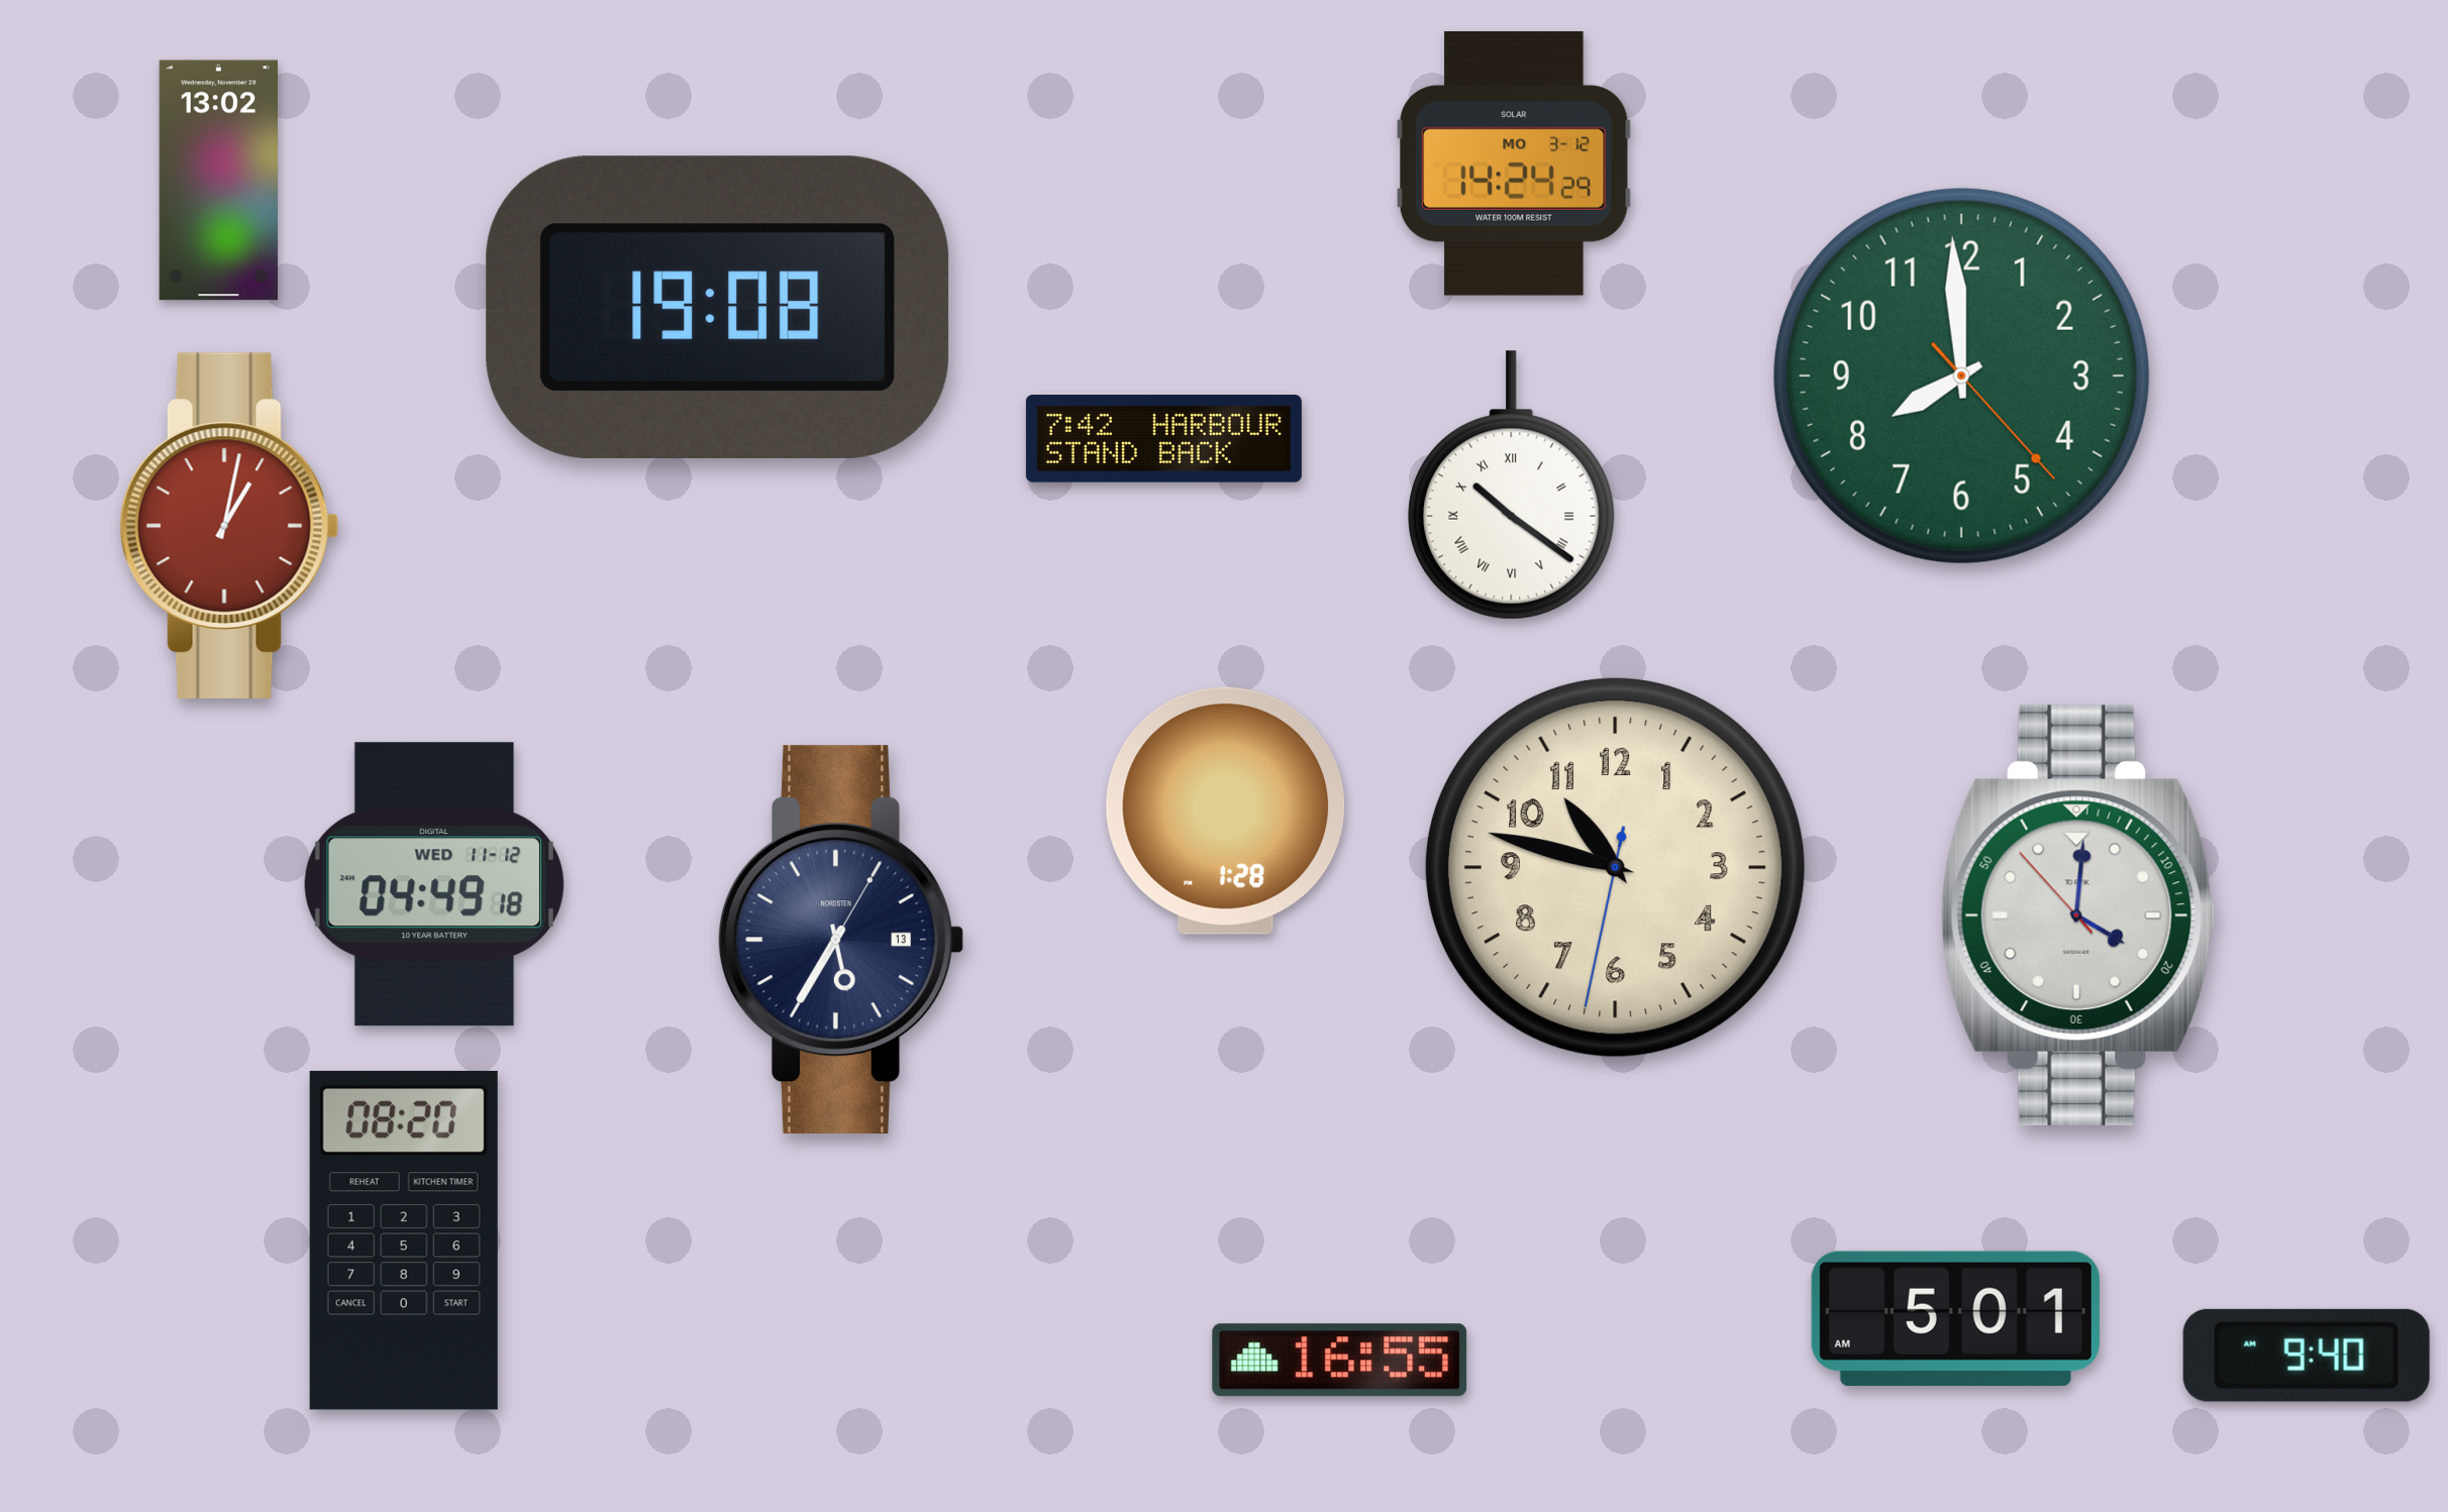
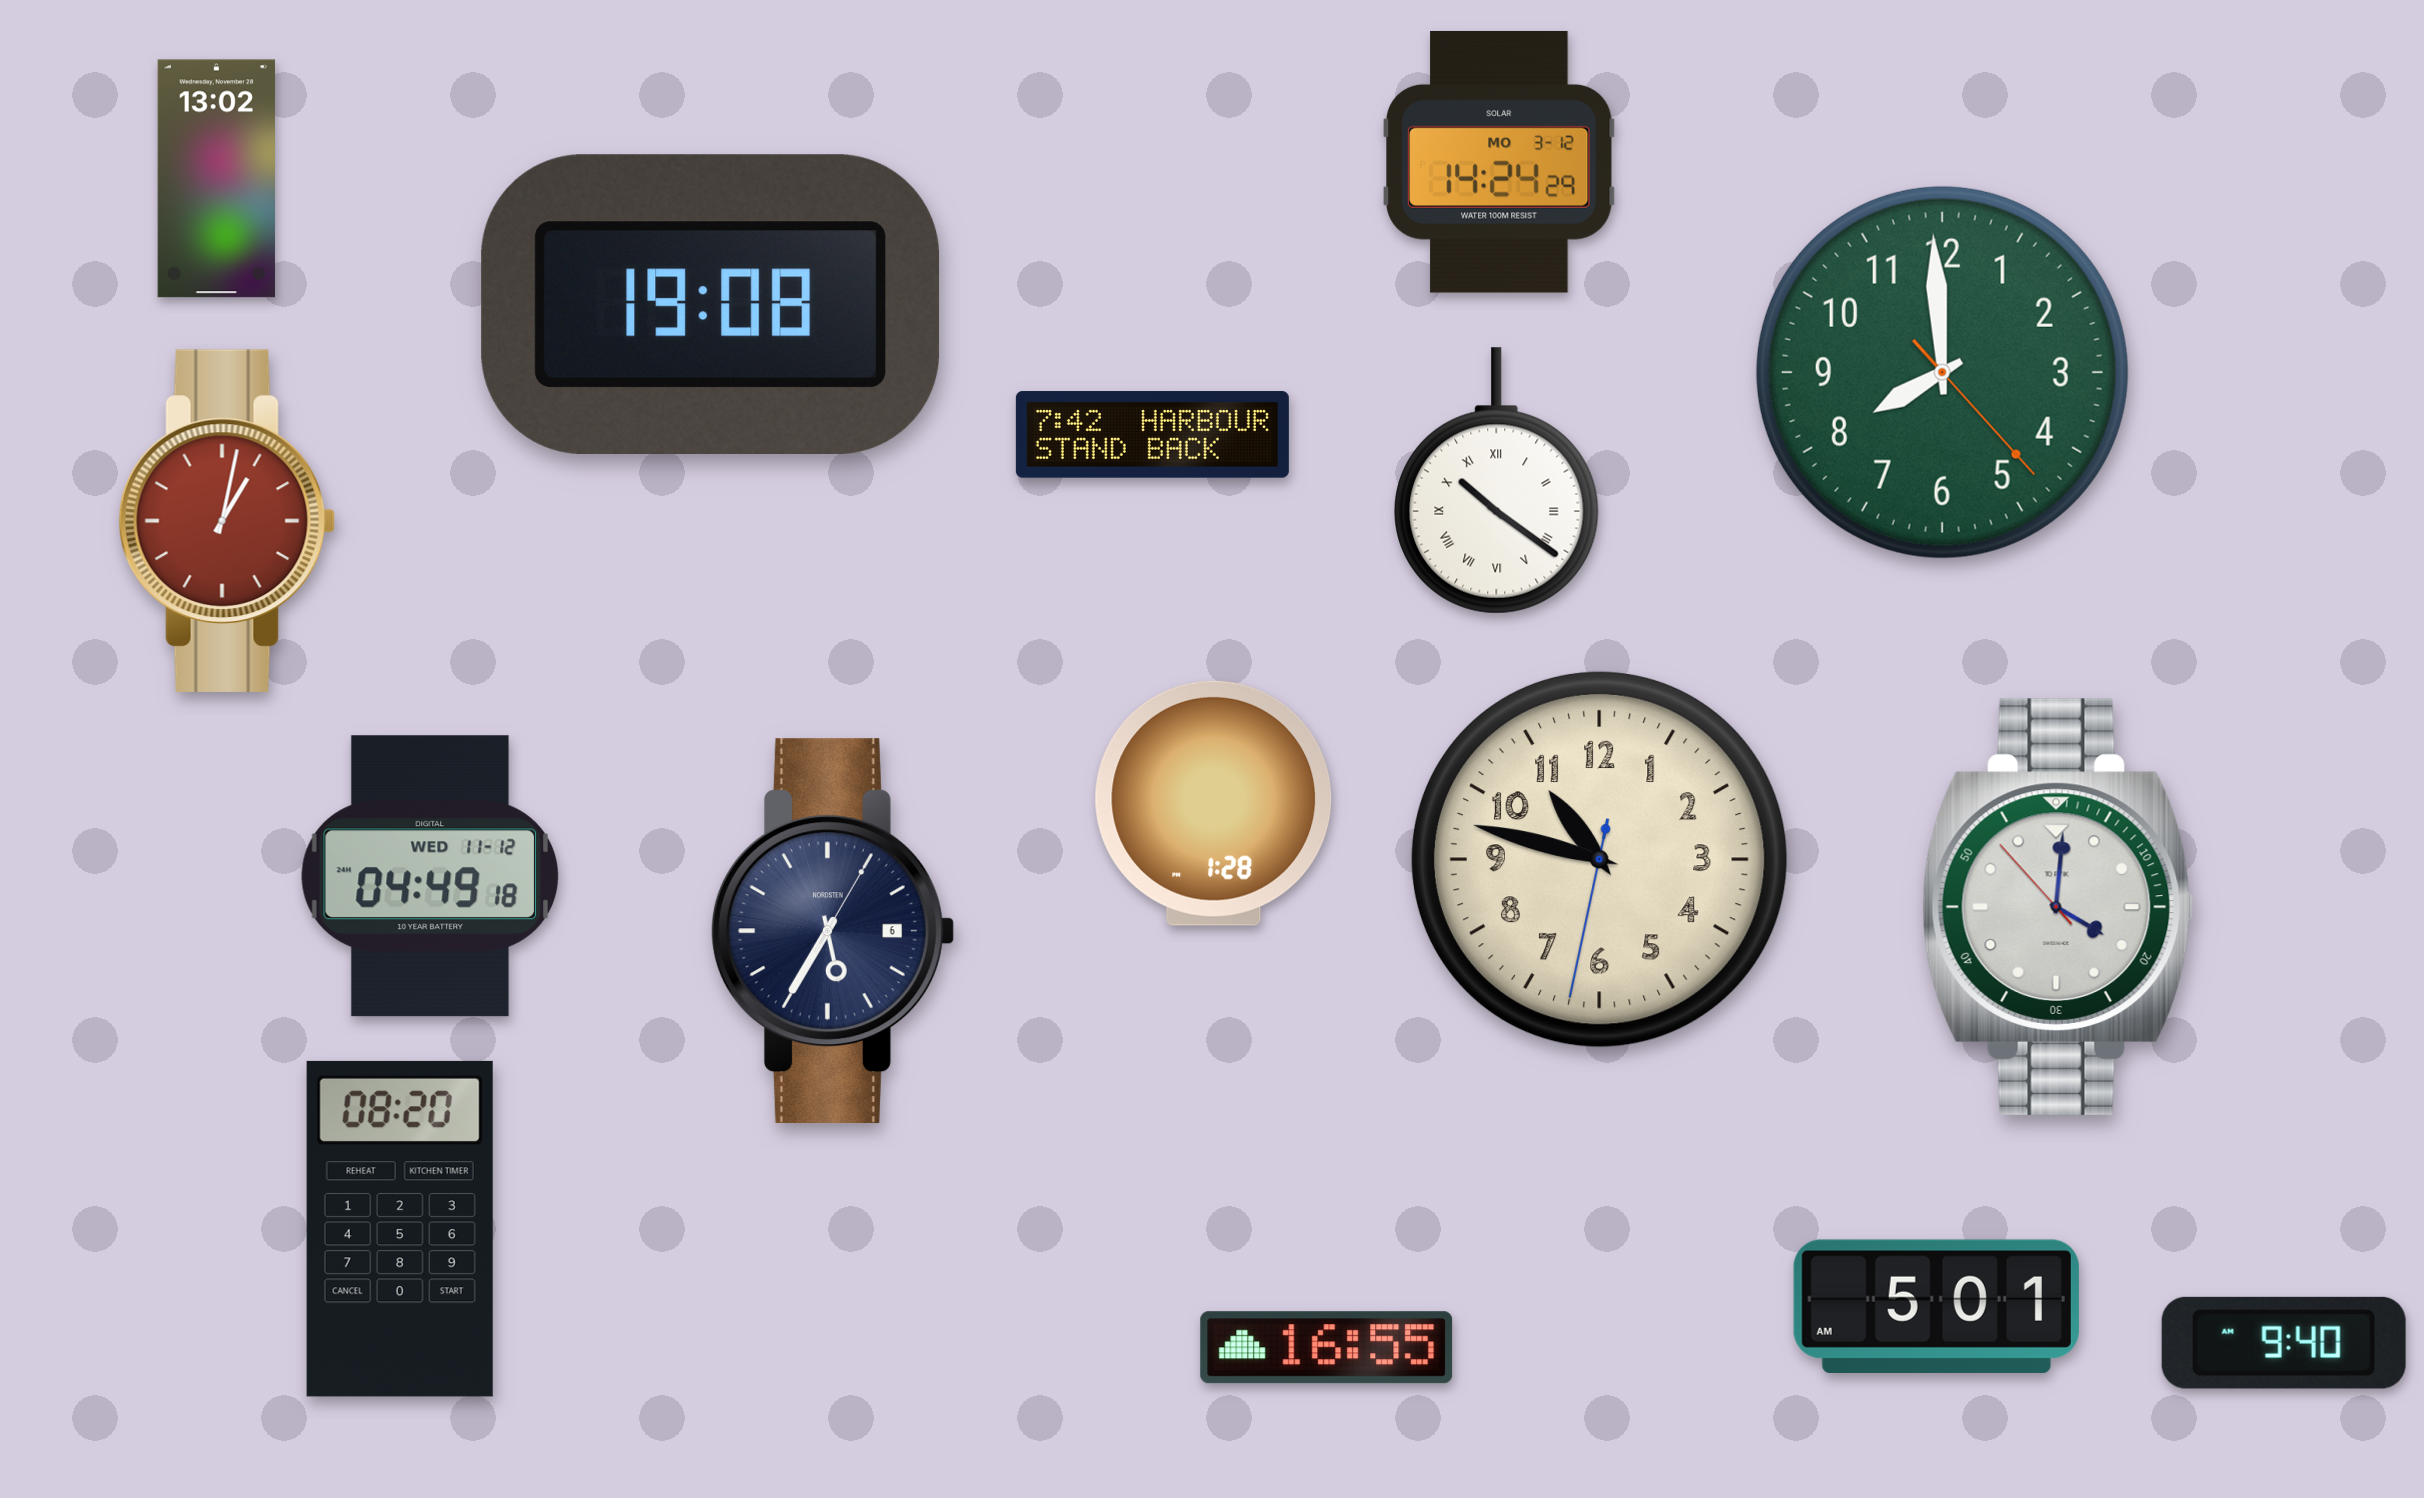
clock at (840, 940) date: 13 -> 6
